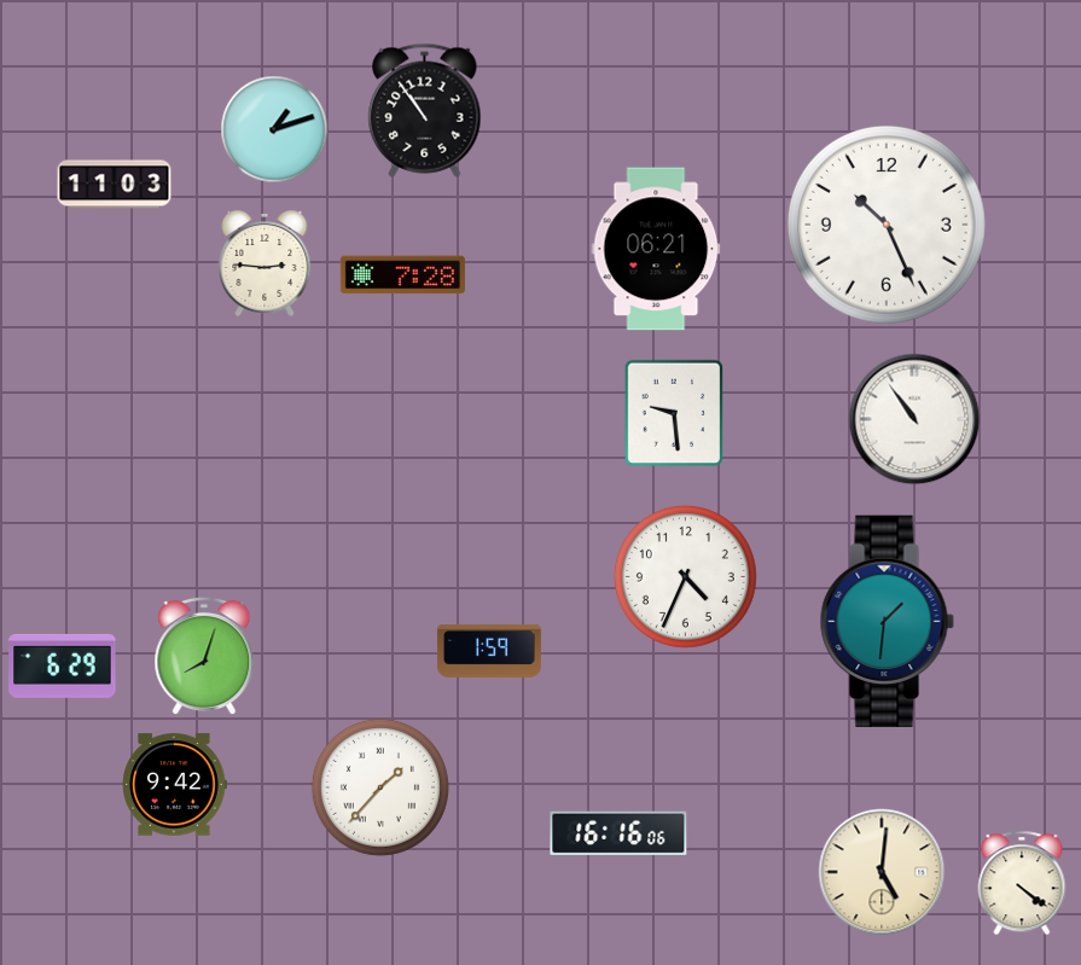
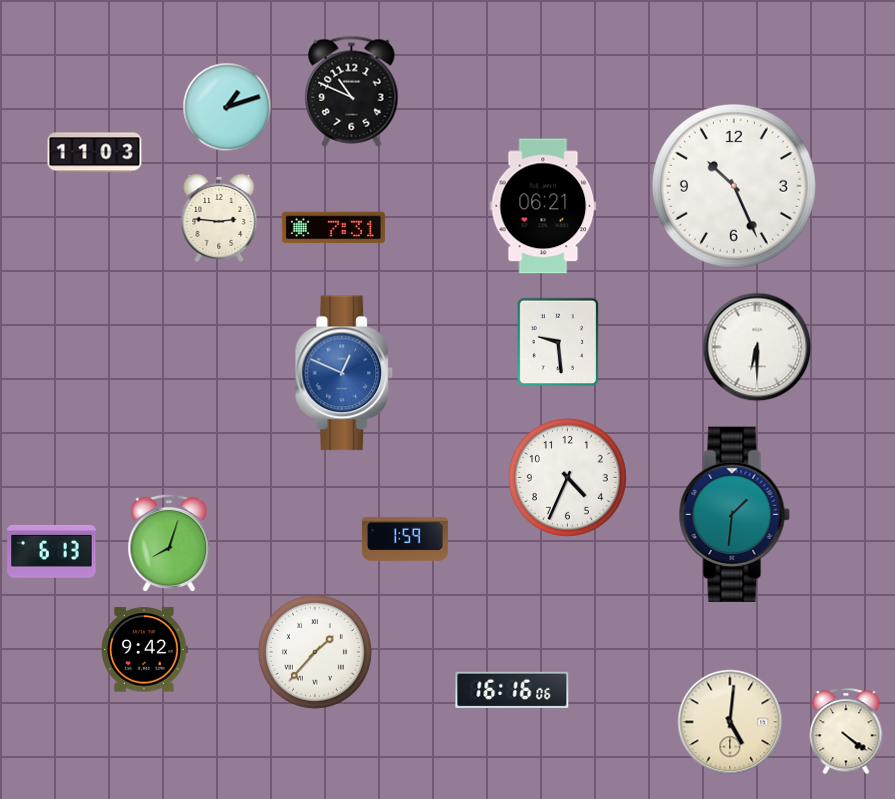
clock at (425, 110): 10:54 -> 10:49
clock at (402, 275): 7:28 -> 7:31
clock at (914, 419): 10:54 -> 6:30
clock at (344, 373): none -> 12:49
clock at (63, 665): 6:29 -> 6:13
